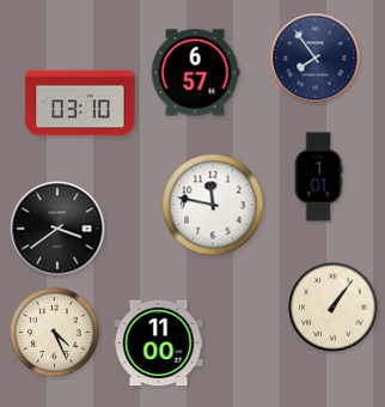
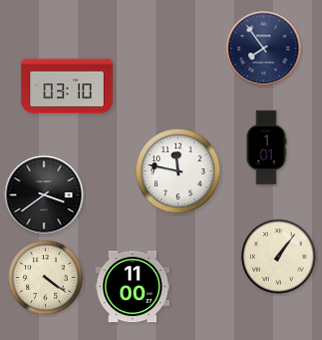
clock at (195, 73): 6:57 -> none
clock at (57, 229) position: (57, 229) -> (44, 195)
clock at (55, 333): 4:26 -> 4:21
